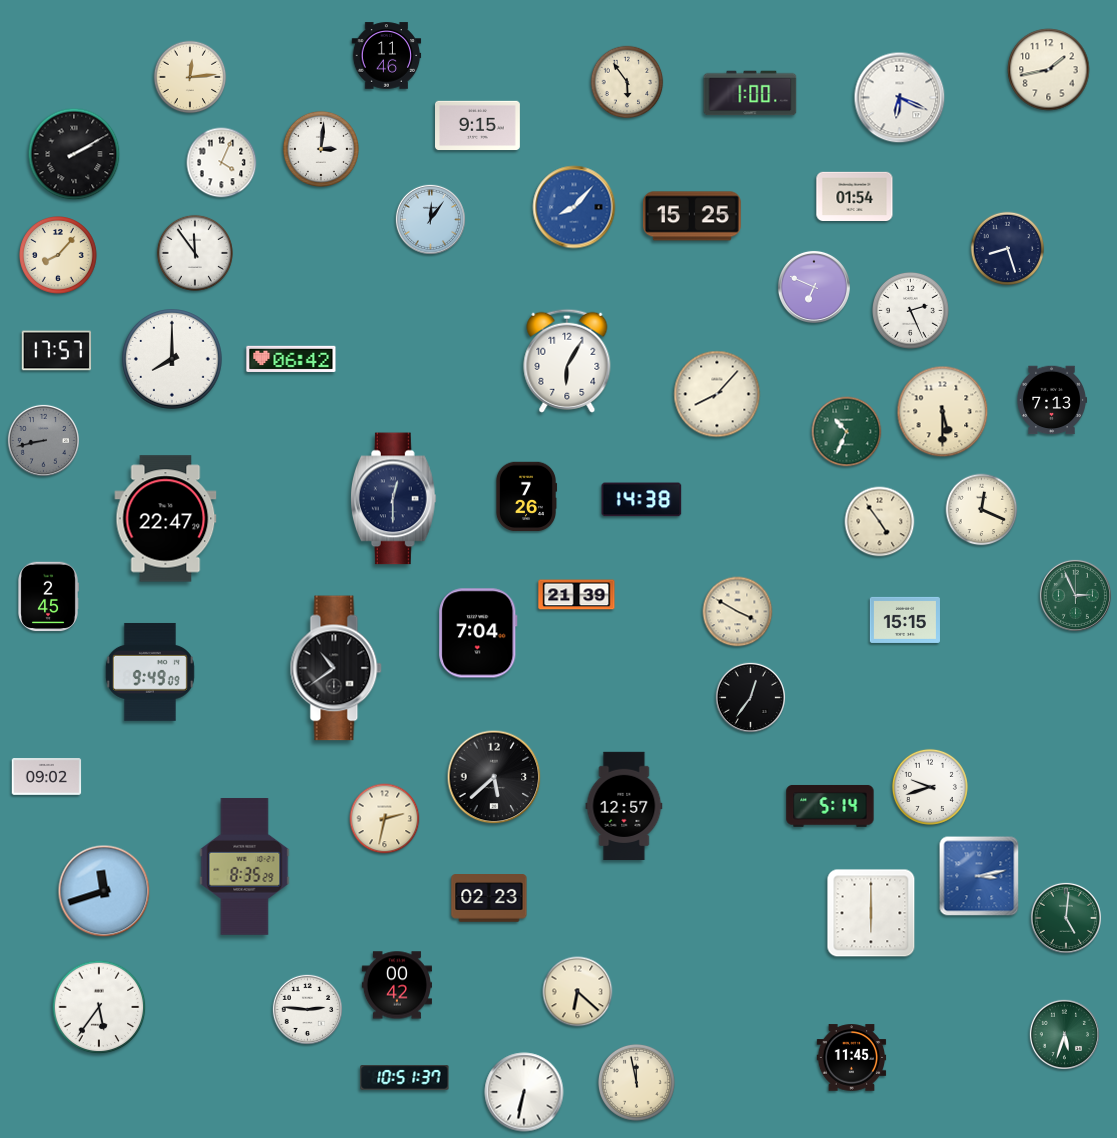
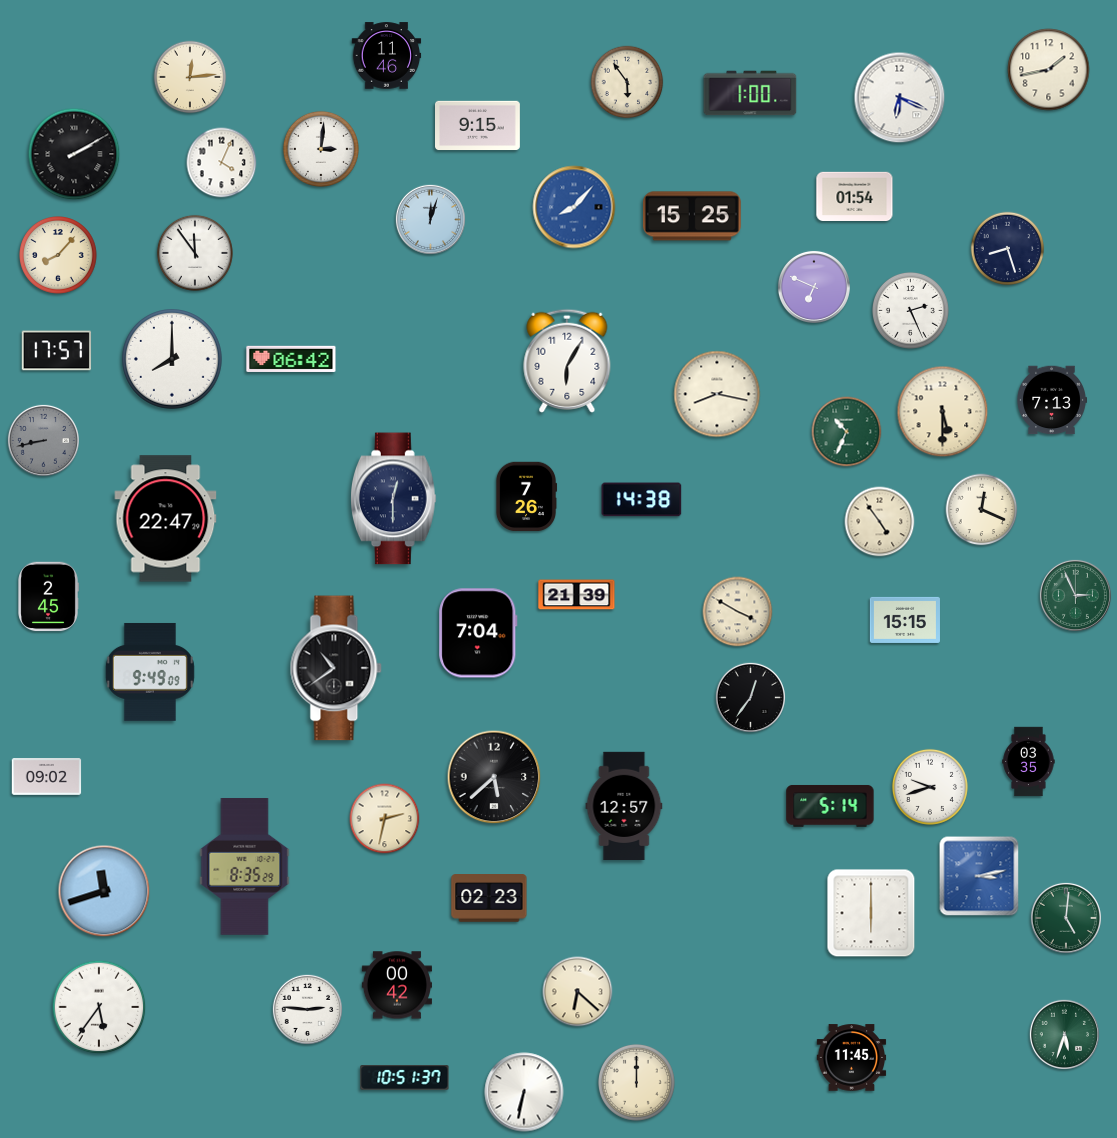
clock at (430, 219): 12:06 -> 12:03
clock at (717, 394): 8:07 -> 8:17
clock at (1029, 762): none -> 03:35
clock at (636, 1082): 11:58 -> 12:00
